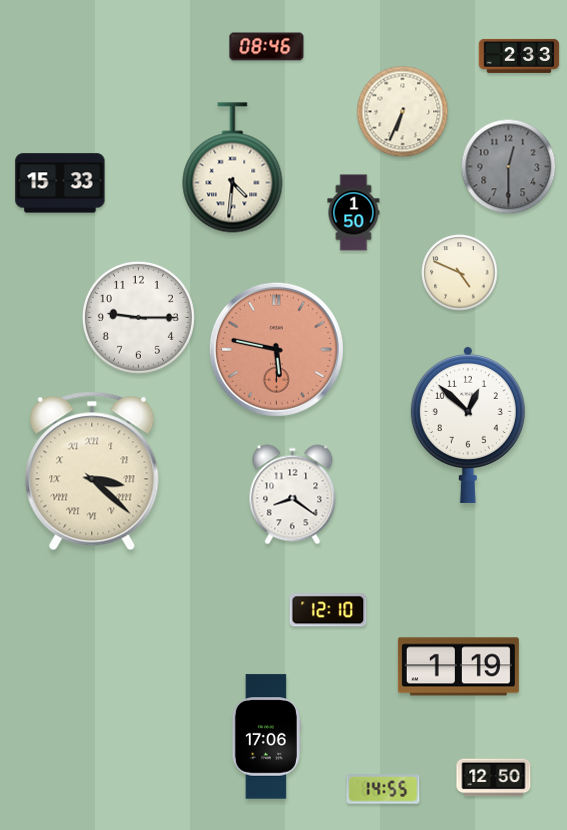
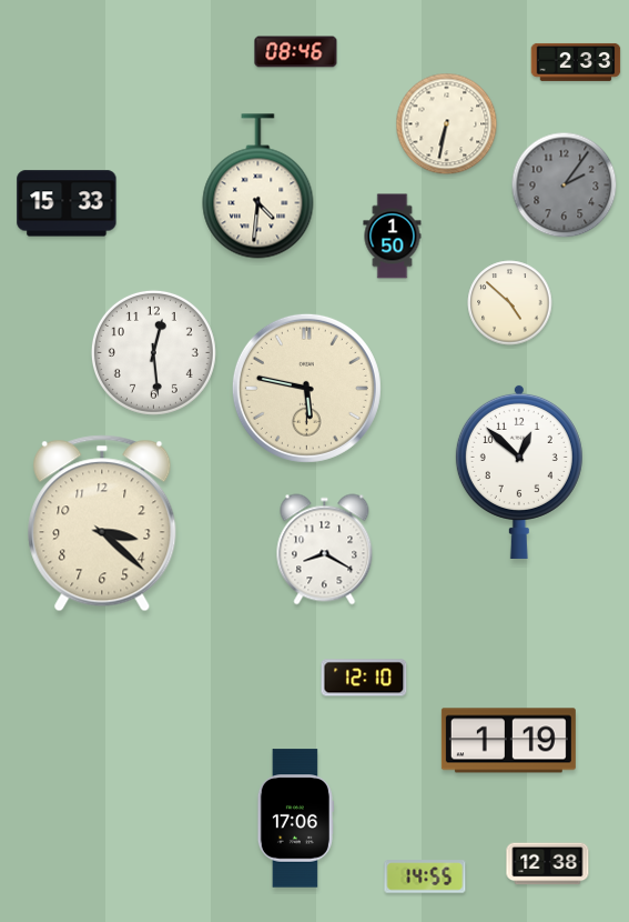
clock at (403, 112): 6:34 -> 6:32
clock at (509, 167): 12:30 -> 2:06
clock at (460, 273): 4:49 -> 4:52
clock at (138, 317): 9:15 -> 12:29
clock at (276, 349) dial: salmon -> cream
clock at (92, 471) numerals: Roman -> Arabic
clock at (293, 495): 8:21 -> 8:20
clock at (494, 778): 12:50 -> 12:38
